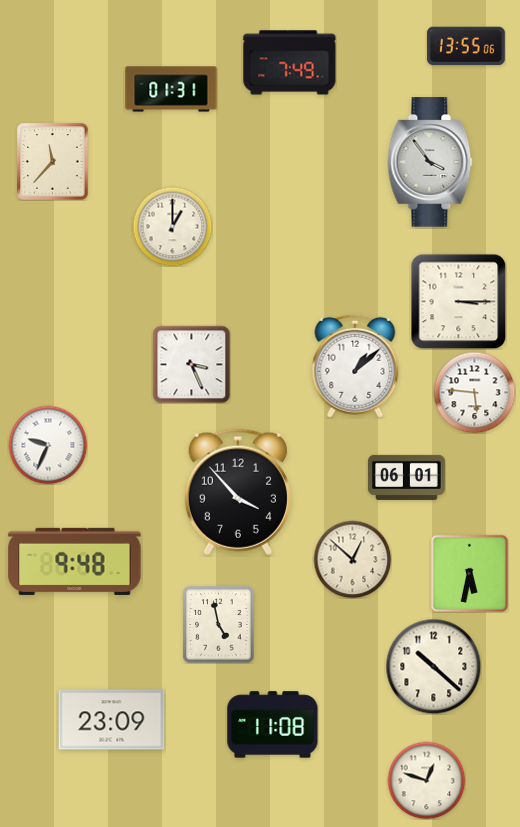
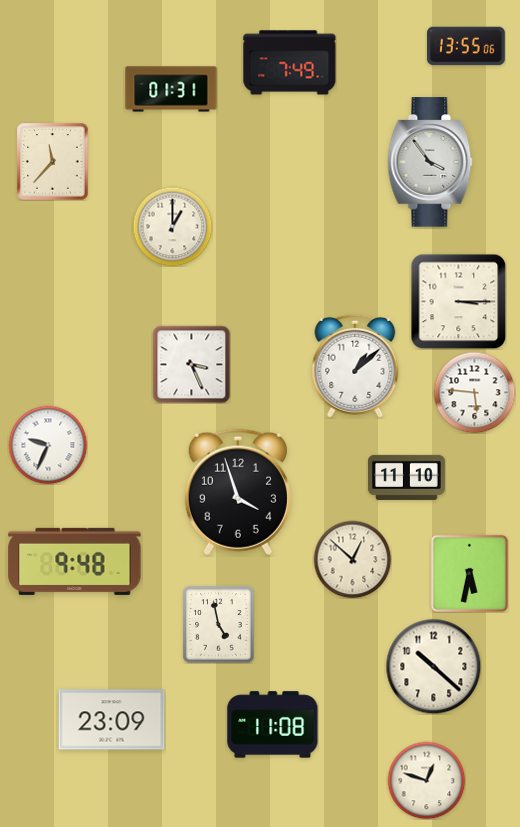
clock at (407, 477): 06:01 -> 11:10
clock at (238, 492): 3:53 -> 3:57
